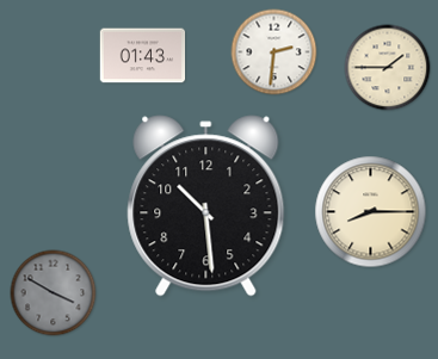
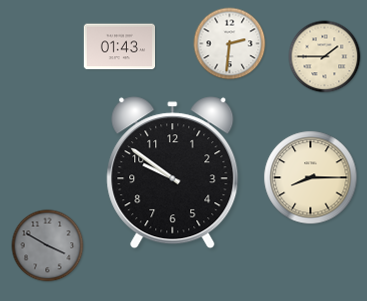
clock at (206, 206): 10:29 -> 9:51
clock at (54, 293) position: (54, 293) -> (48, 246)
